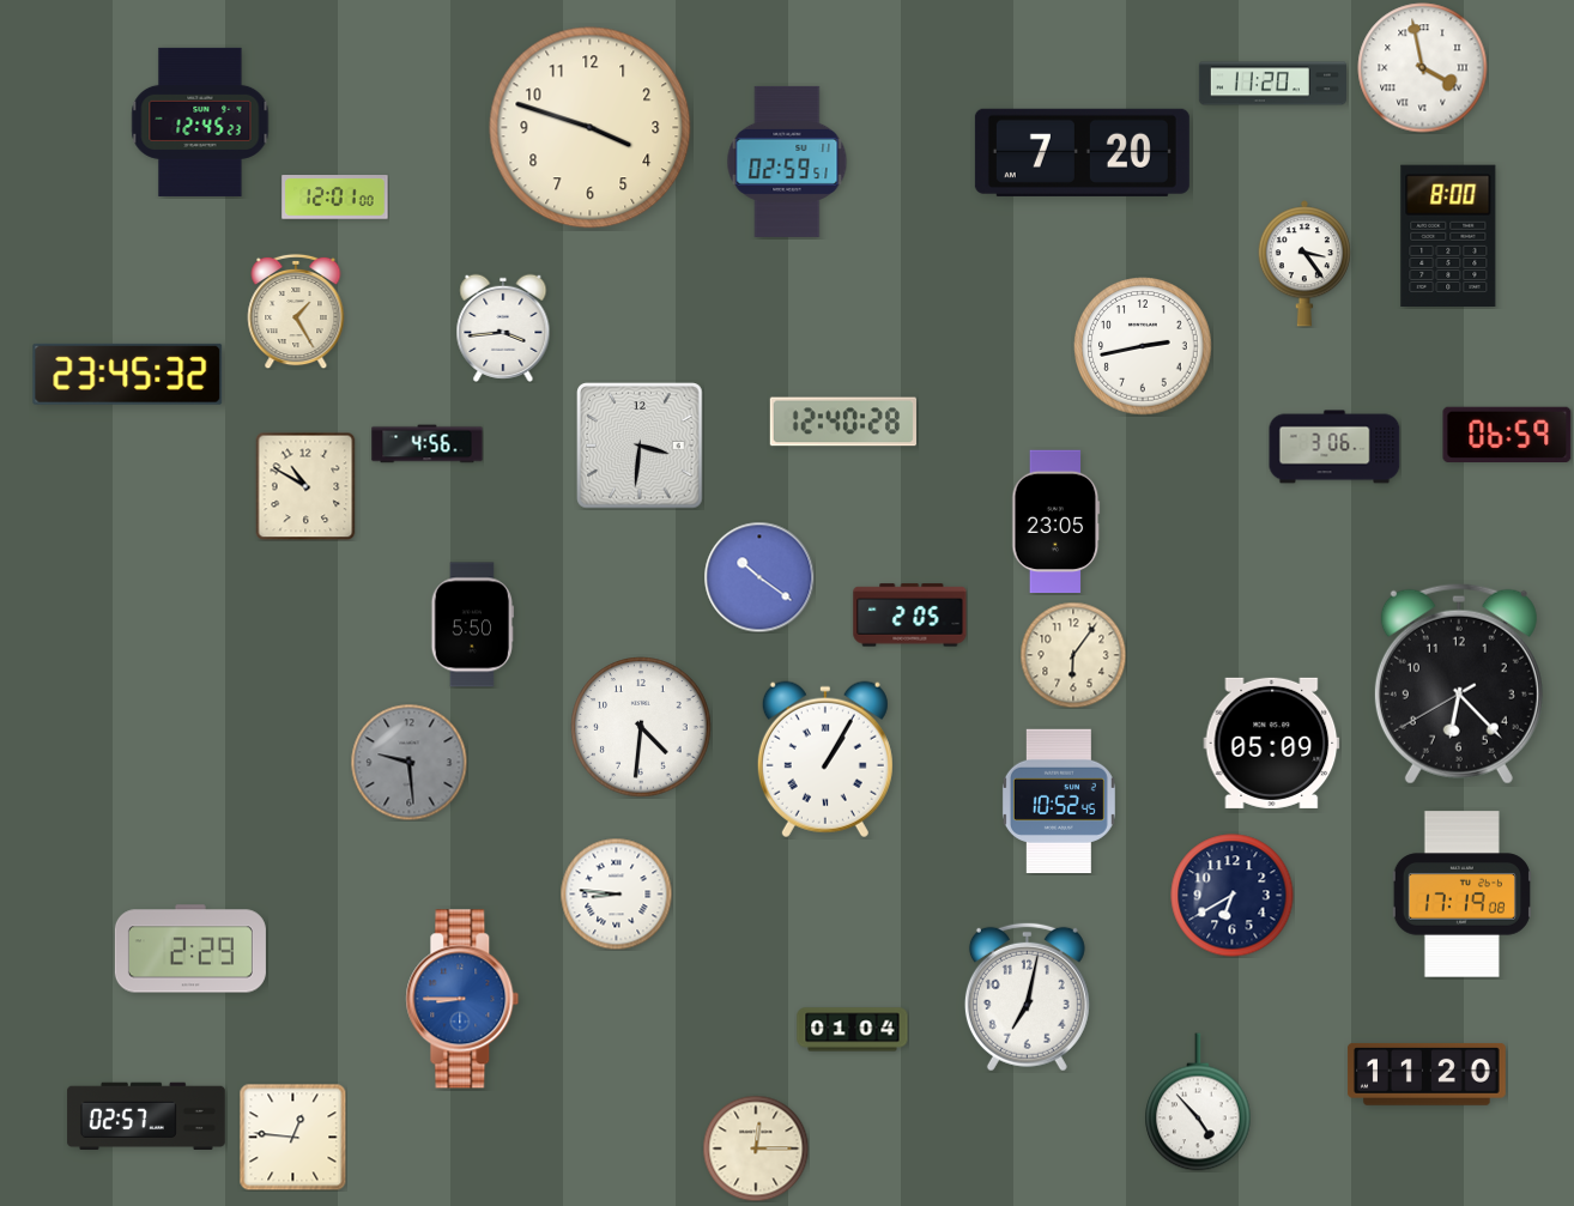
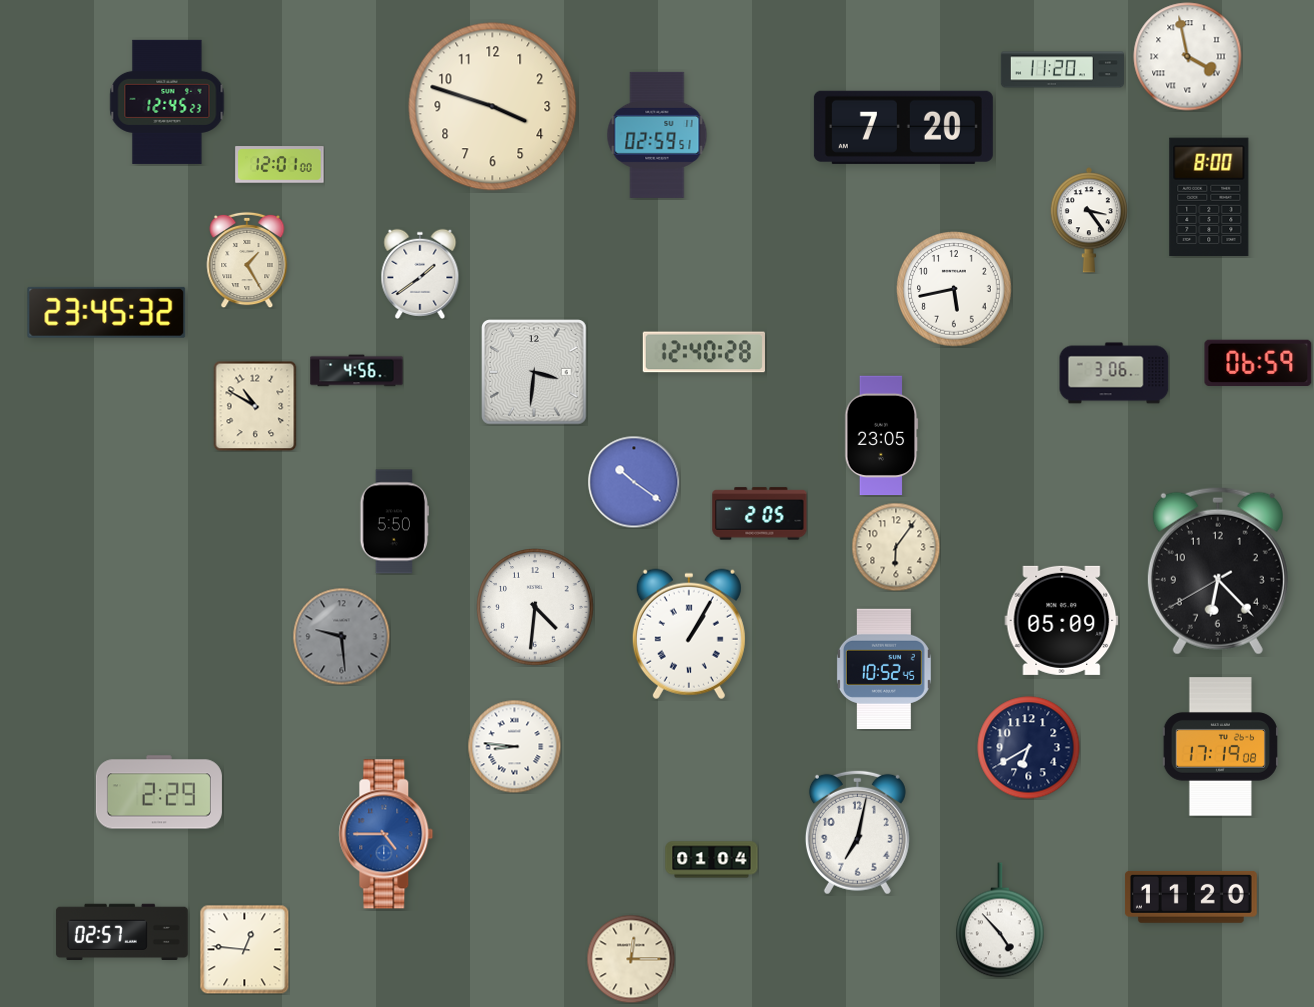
clock at (503, 328): 3:44 -> 1:39
clock at (1143, 346): 2:43 -> 5:43
clock at (462, 999): 8:45 -> 4:45
